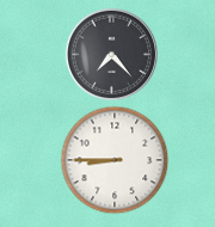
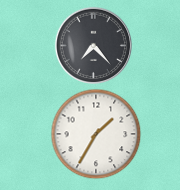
clock at (115, 160): 8:45 -> 1:35
